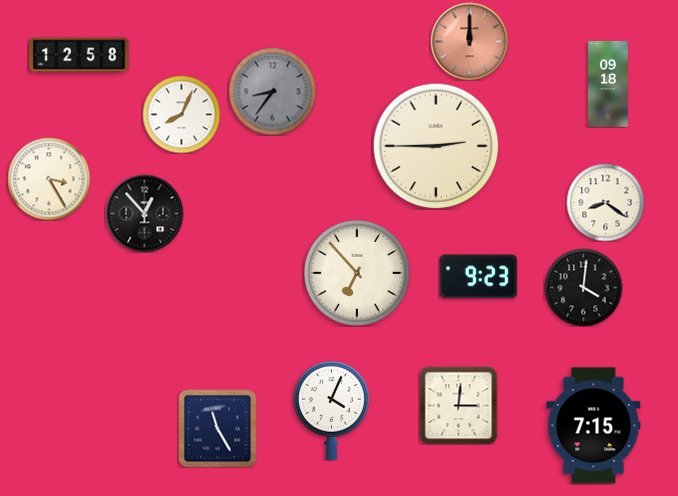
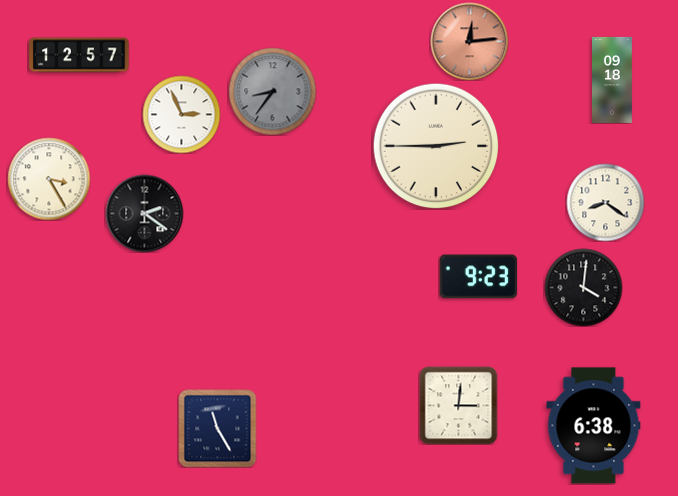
clock at (469, 41): 12:00 -> 12:14
clock at (79, 55): 12:58 -> 12:57
clock at (609, 84) position: (609, 84) -> (613, 80)
clock at (181, 114): 8:04 -> 2:56
clock at (144, 213): 12:53 -> 2:21
clock at (357, 273): 6:53 -> none
clock at (332, 410): 4:04 -> none
clock at (594, 426): 7:15 -> 6:38
